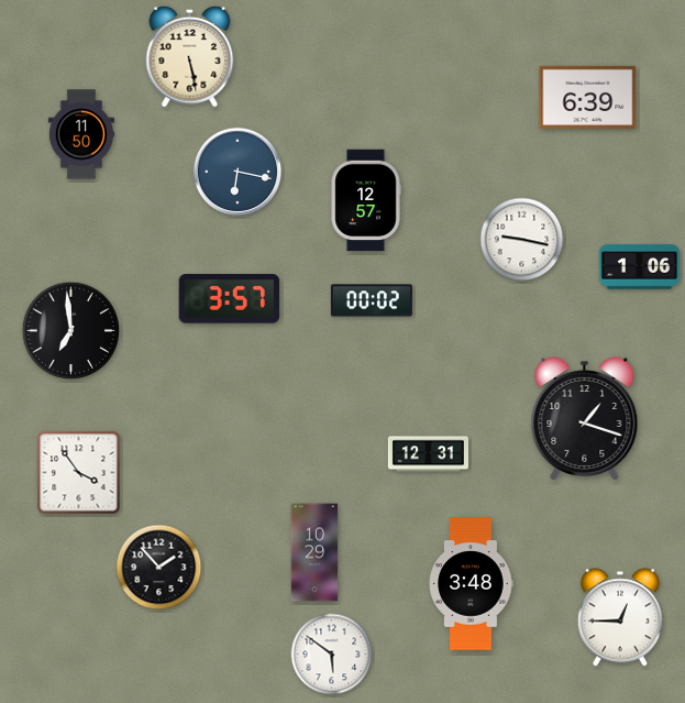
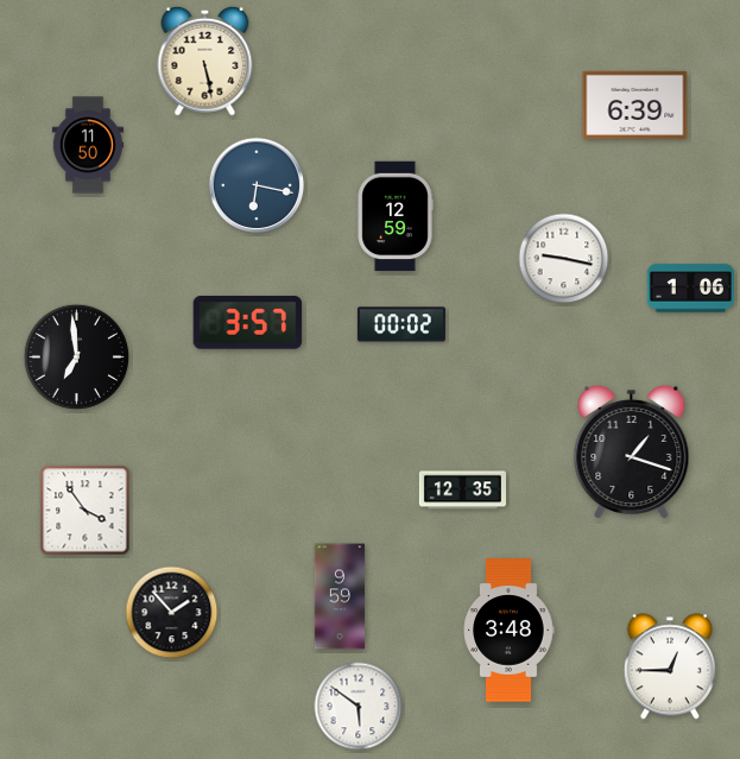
clock at (366, 200): 12:57 -> 12:59
clock at (428, 454): 12:31 -> 12:35
clock at (314, 552): 10:29 -> 9:59
